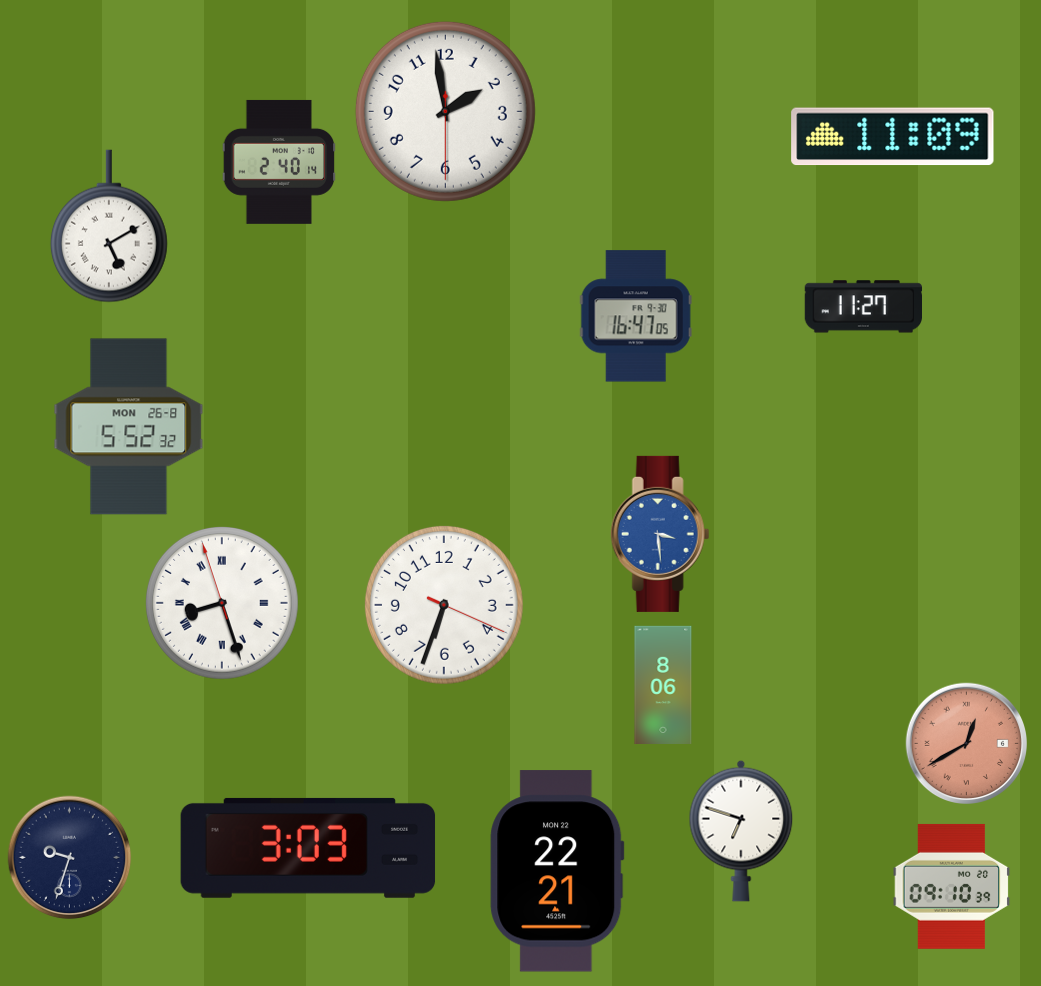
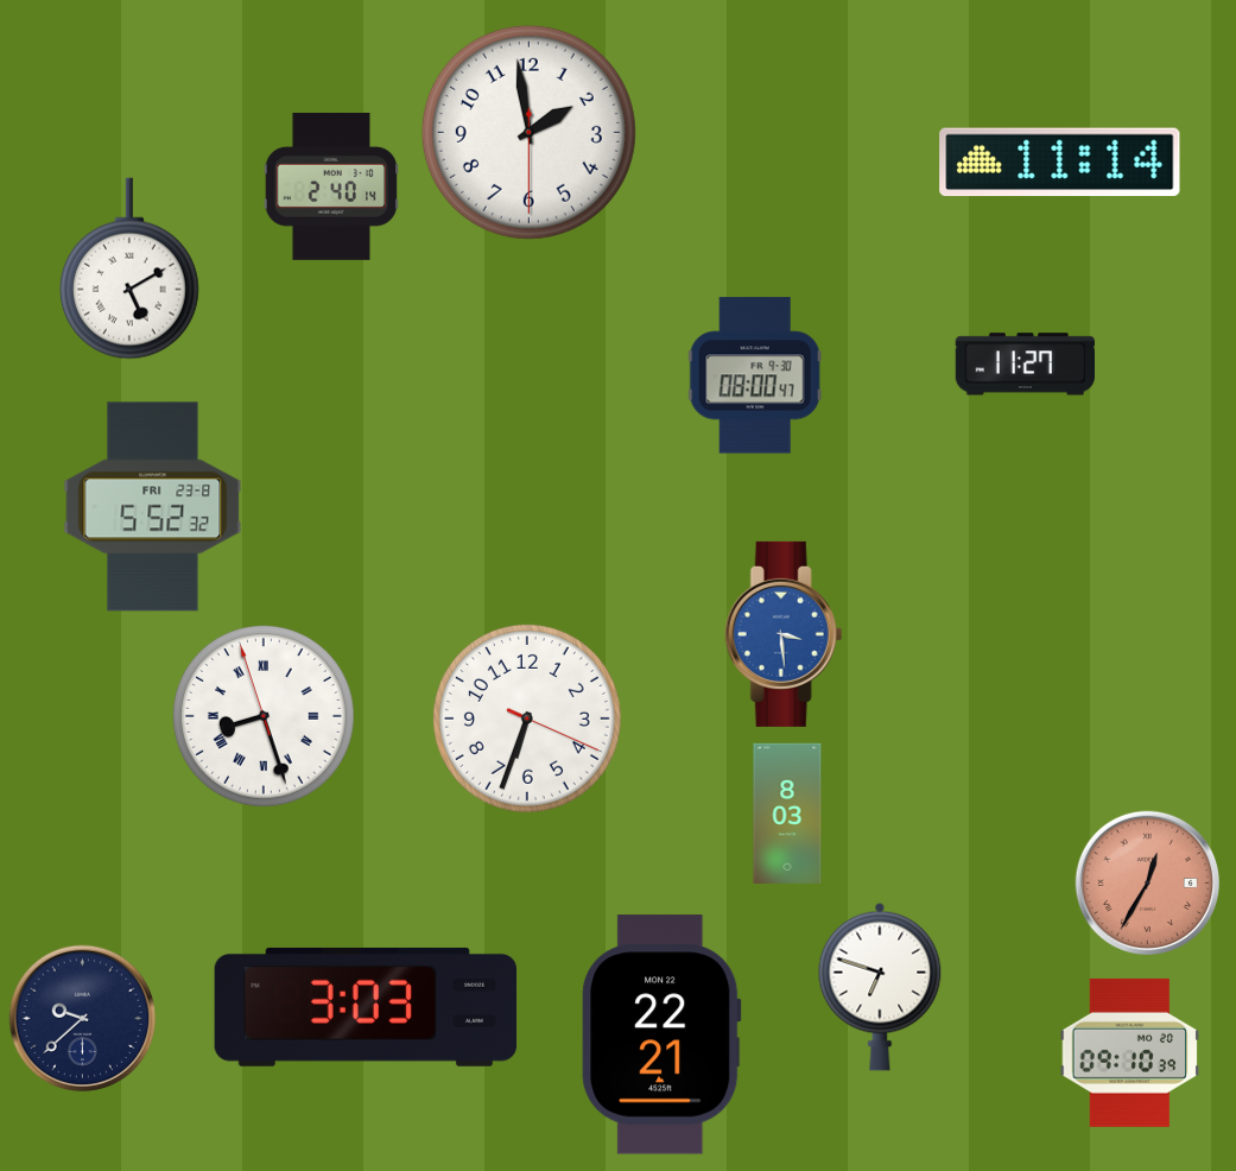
clock at (893, 137): 11:09 -> 11:14
clock at (279, 162) position: (279, 162) -> (331, 186)
clock at (636, 316): 16:47 -> 08:00
clock at (129, 427) date: MON 26-8 -> FRI 23-8
clock at (663, 684): 8:06 -> 8:03
clock at (966, 743): 12:40 -> 12:35
clock at (70, 858): 9:33 -> 9:38
